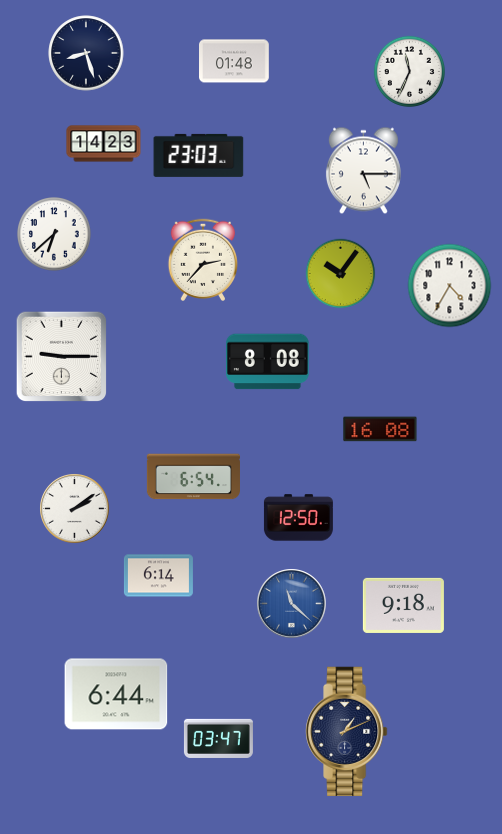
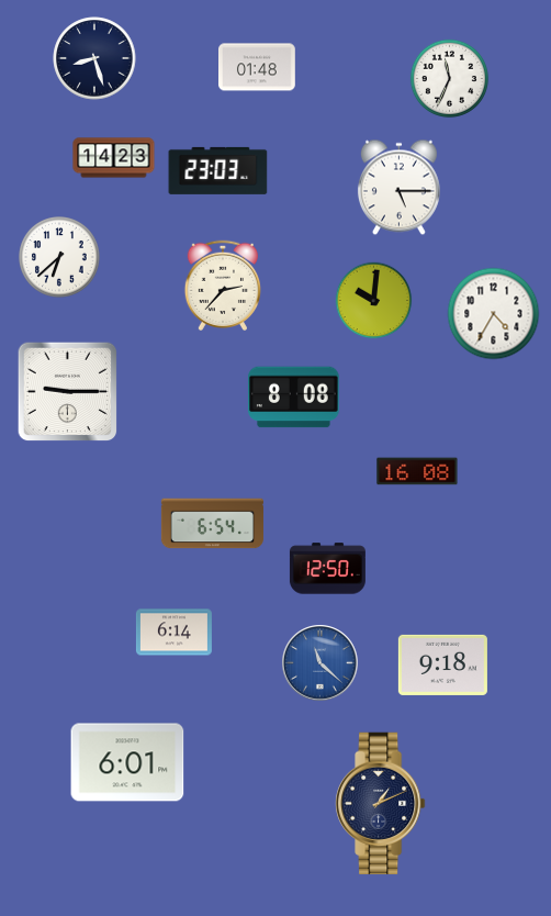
clock at (341, 274): 10:06 -> 10:01
clock at (75, 509): 2:09 -> none
clock at (116, 694): 6:44 -> 6:01
clock at (218, 738): 03:47 -> none
